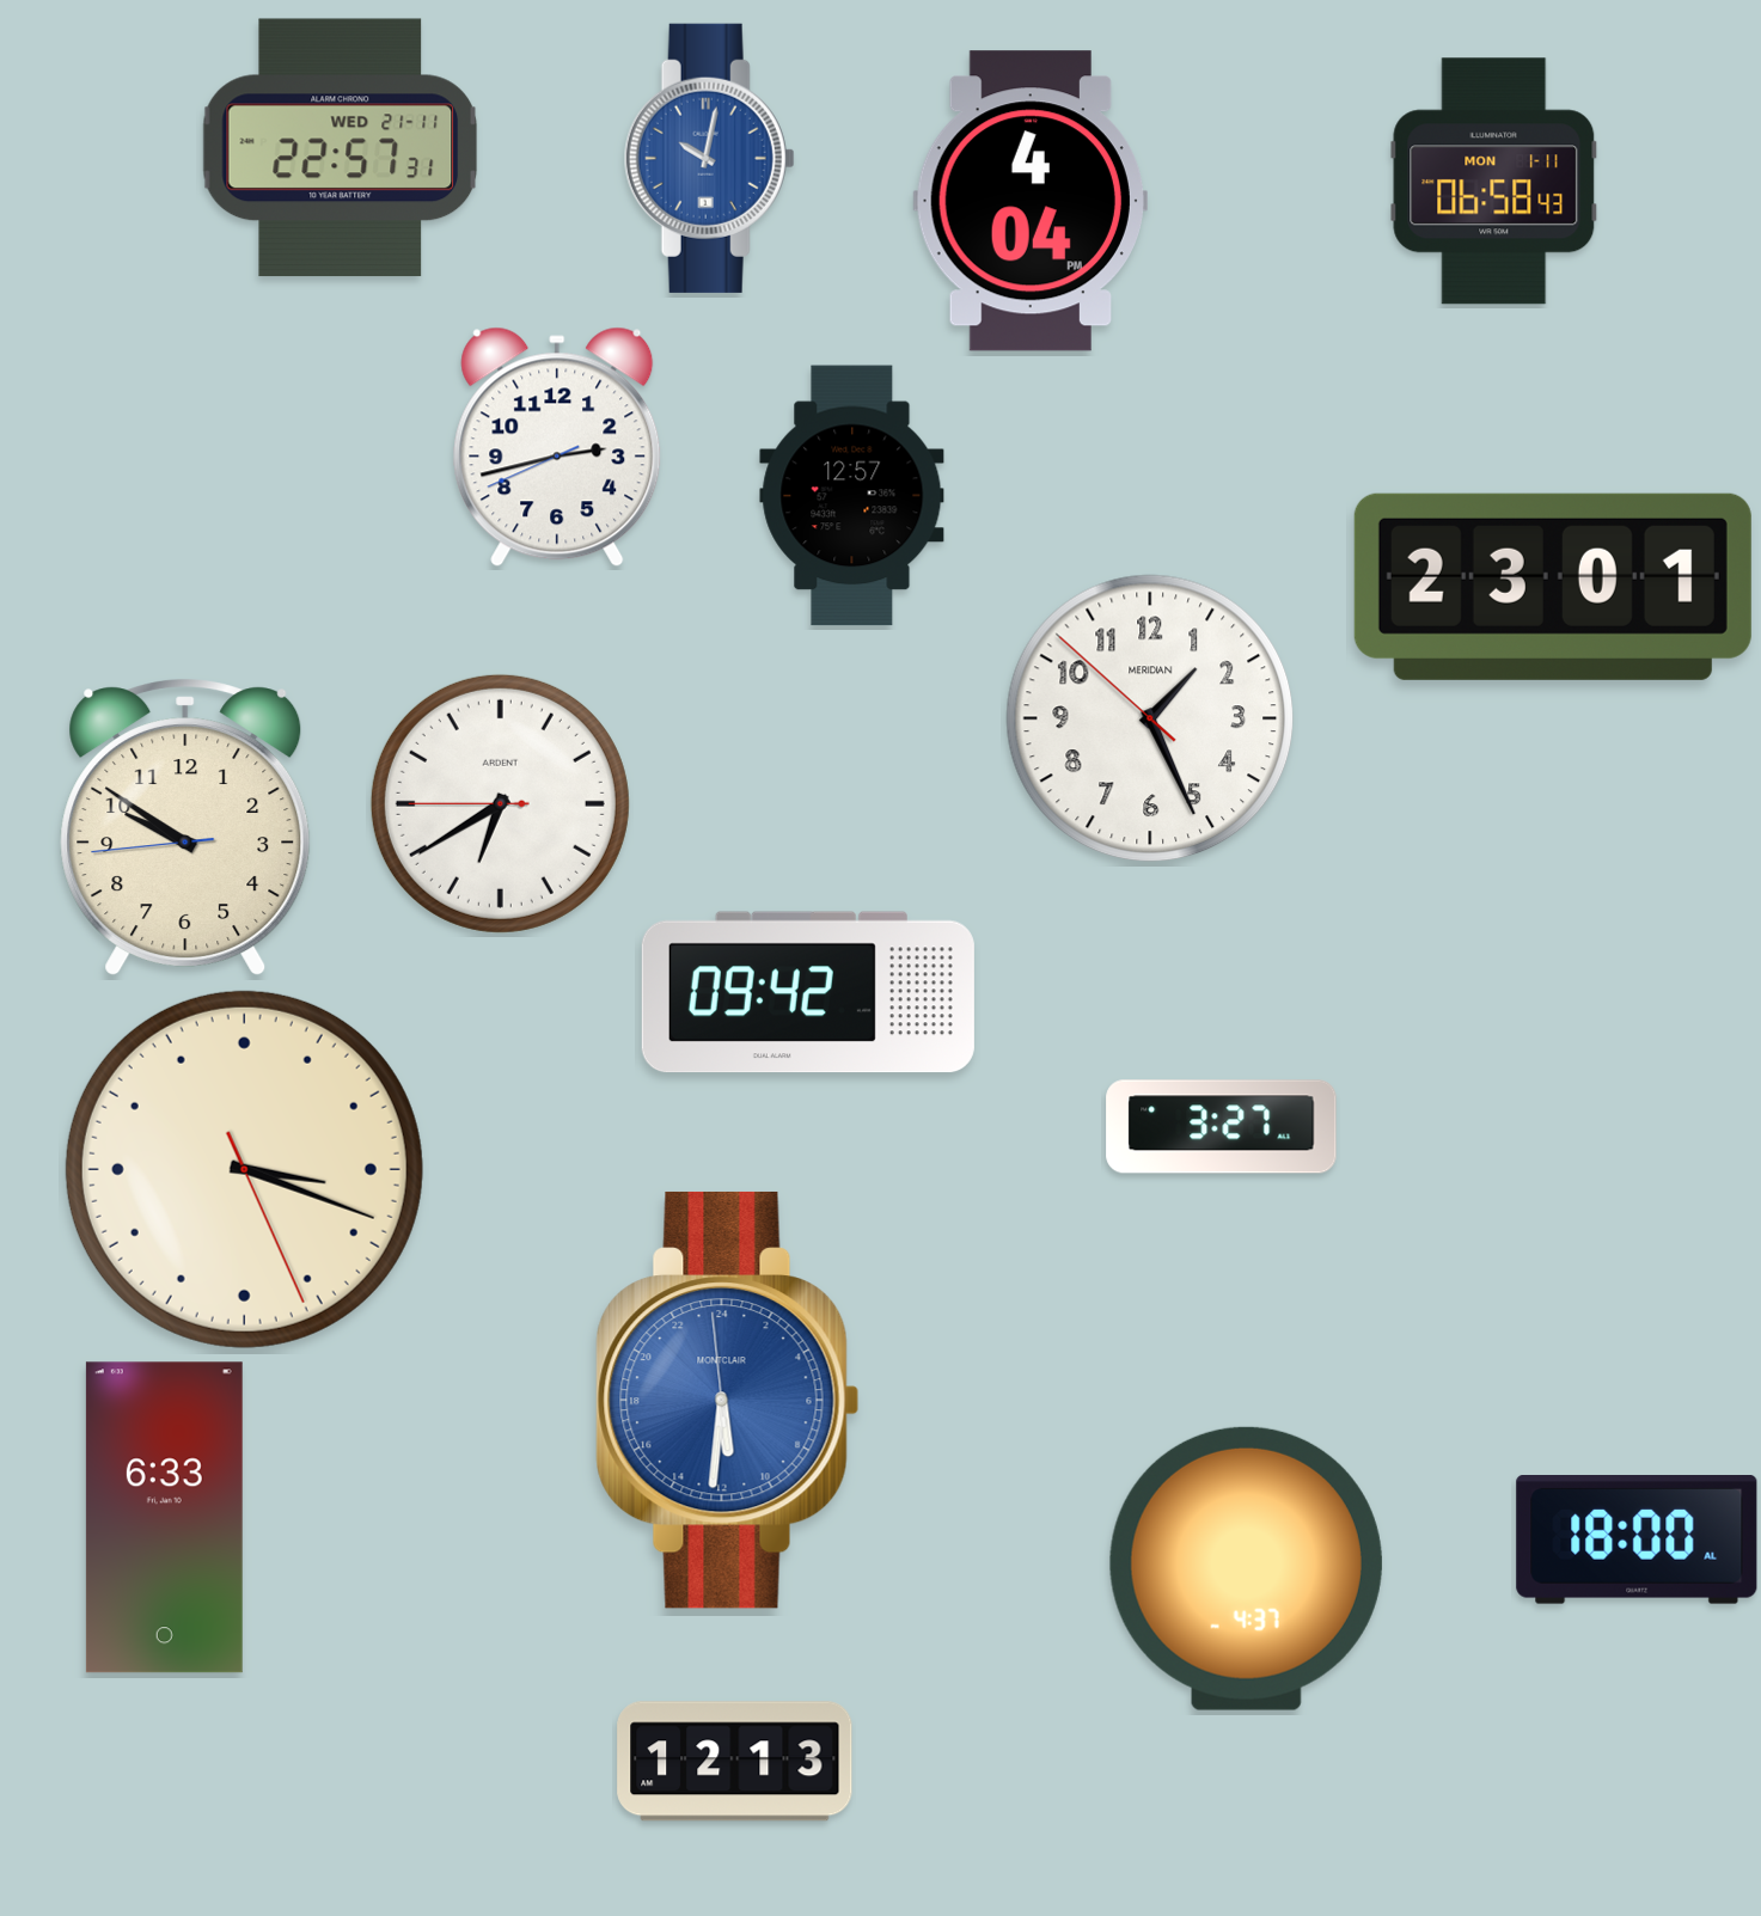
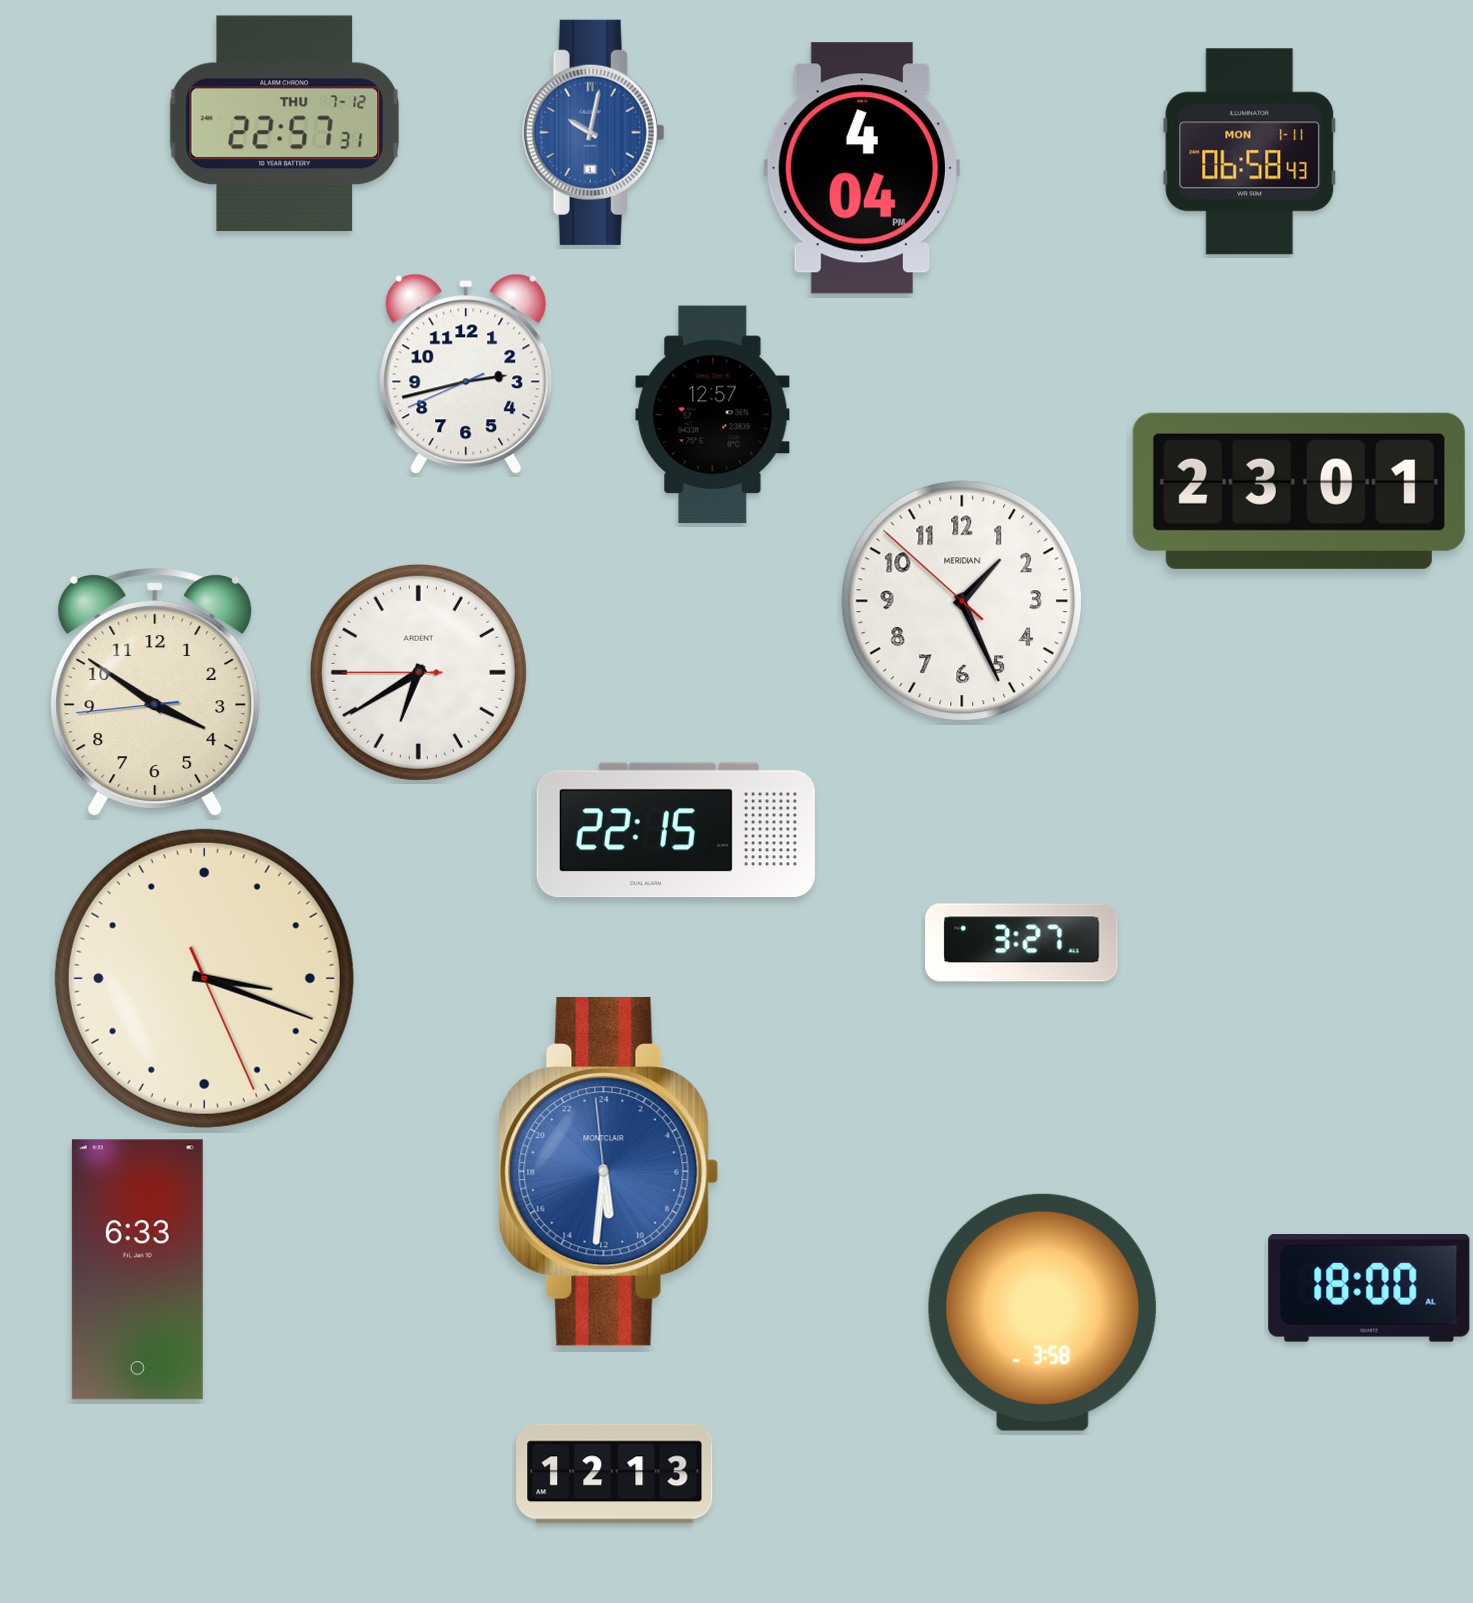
clock at (341, 148) date: WED 21-11 -> THU 7-12
clock at (185, 827): 9:50 -> 3:50
clock at (808, 992): 09:42 -> 22:15
clock at (1246, 1568): 4:37 -> 3:58
